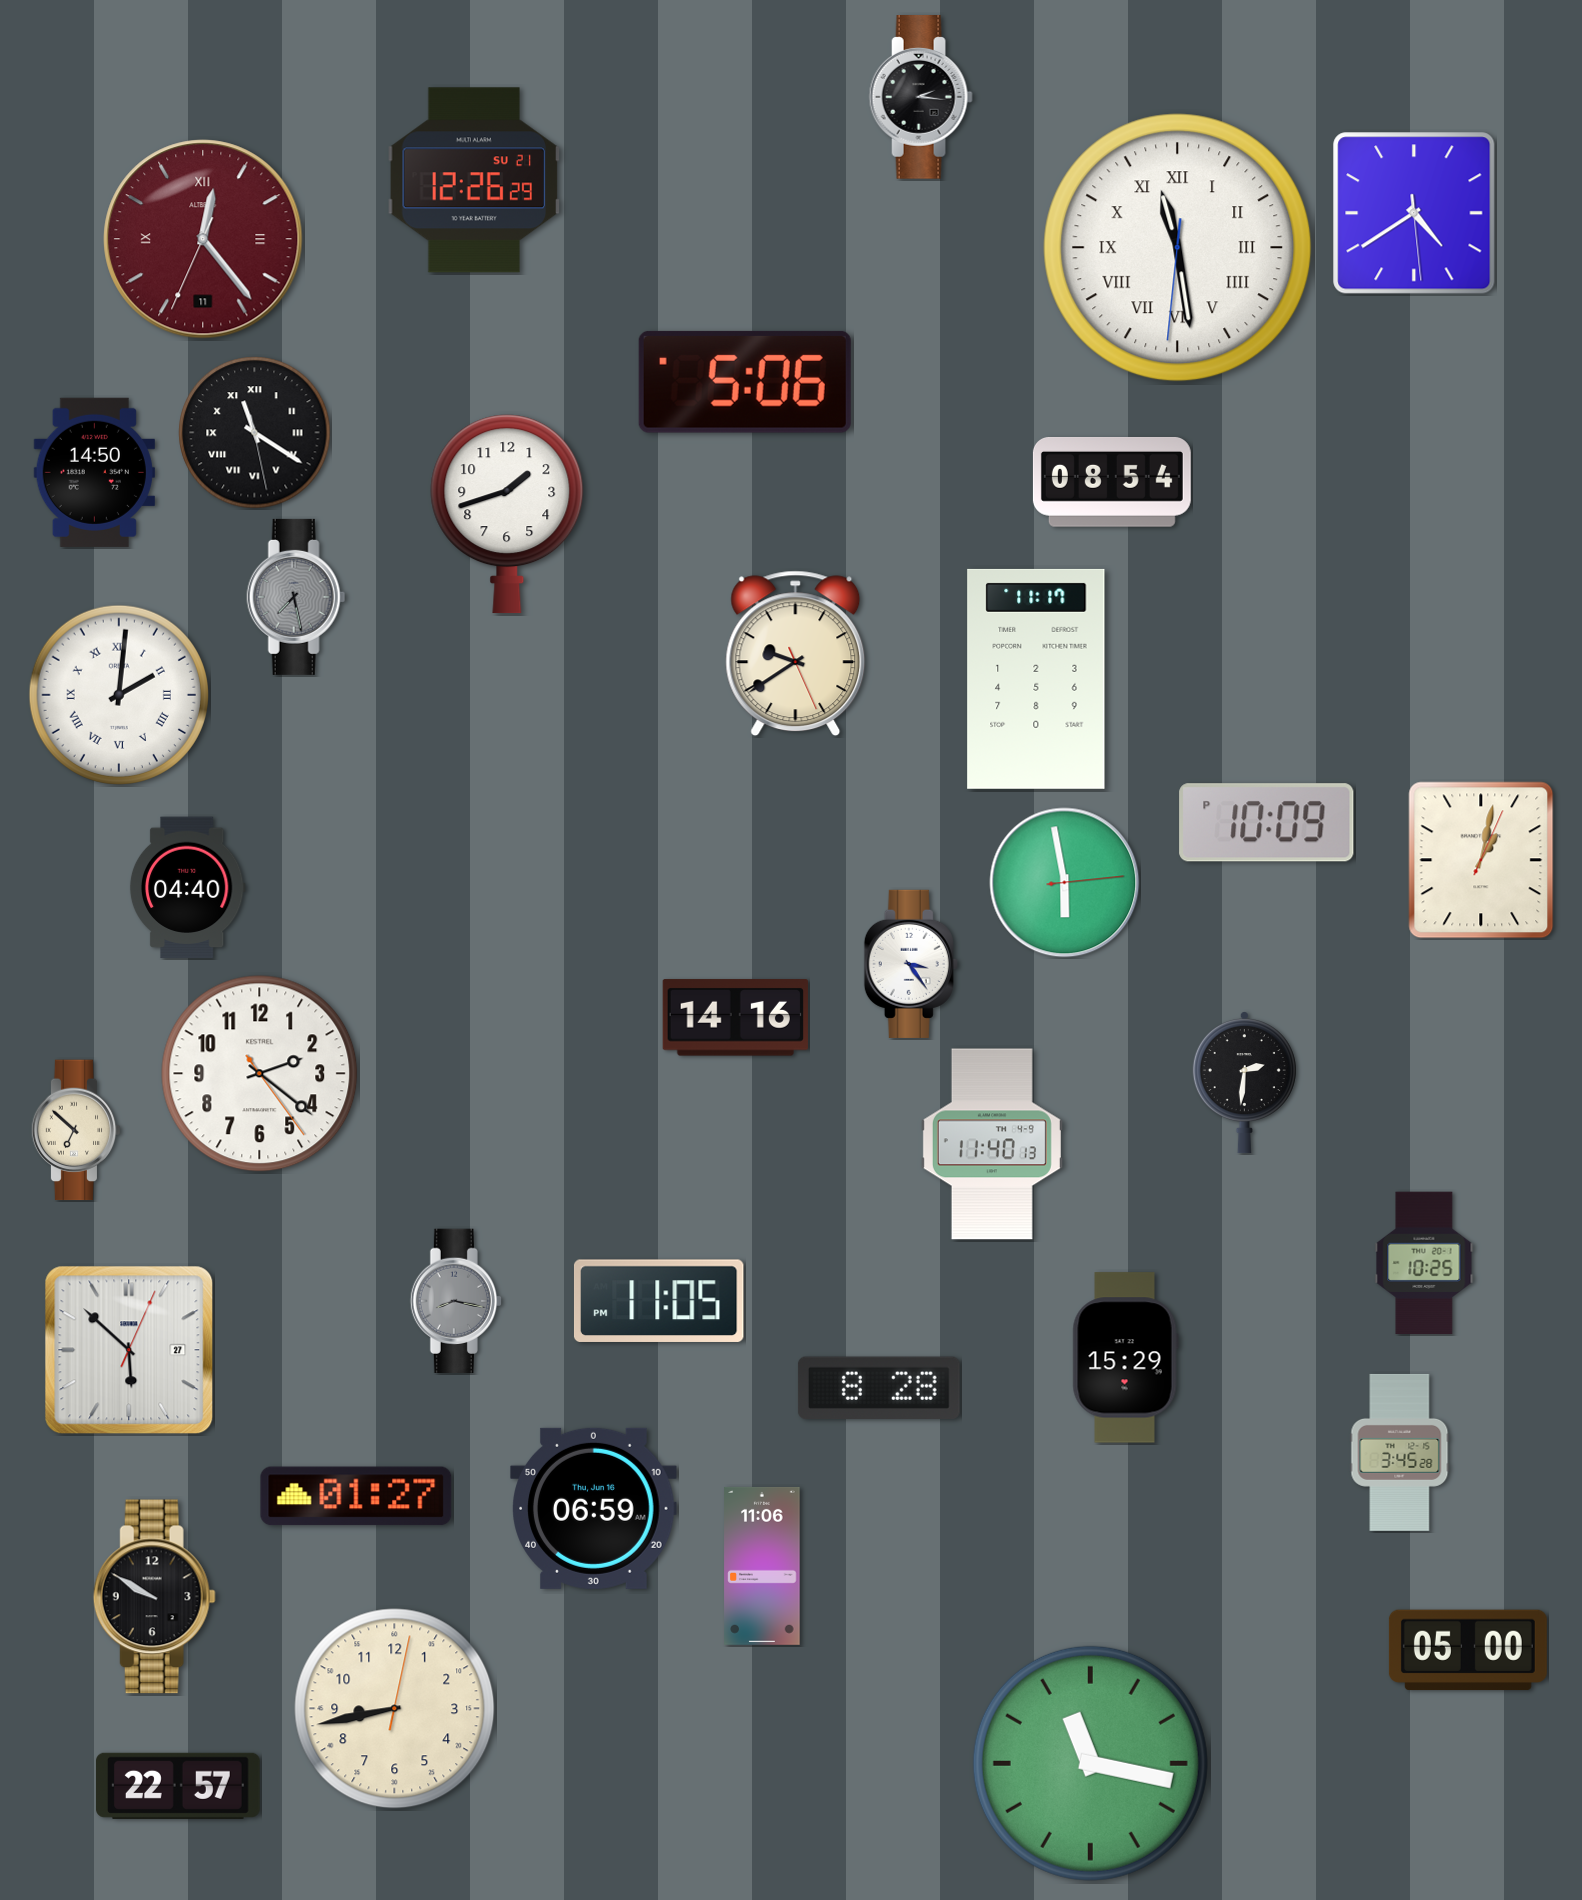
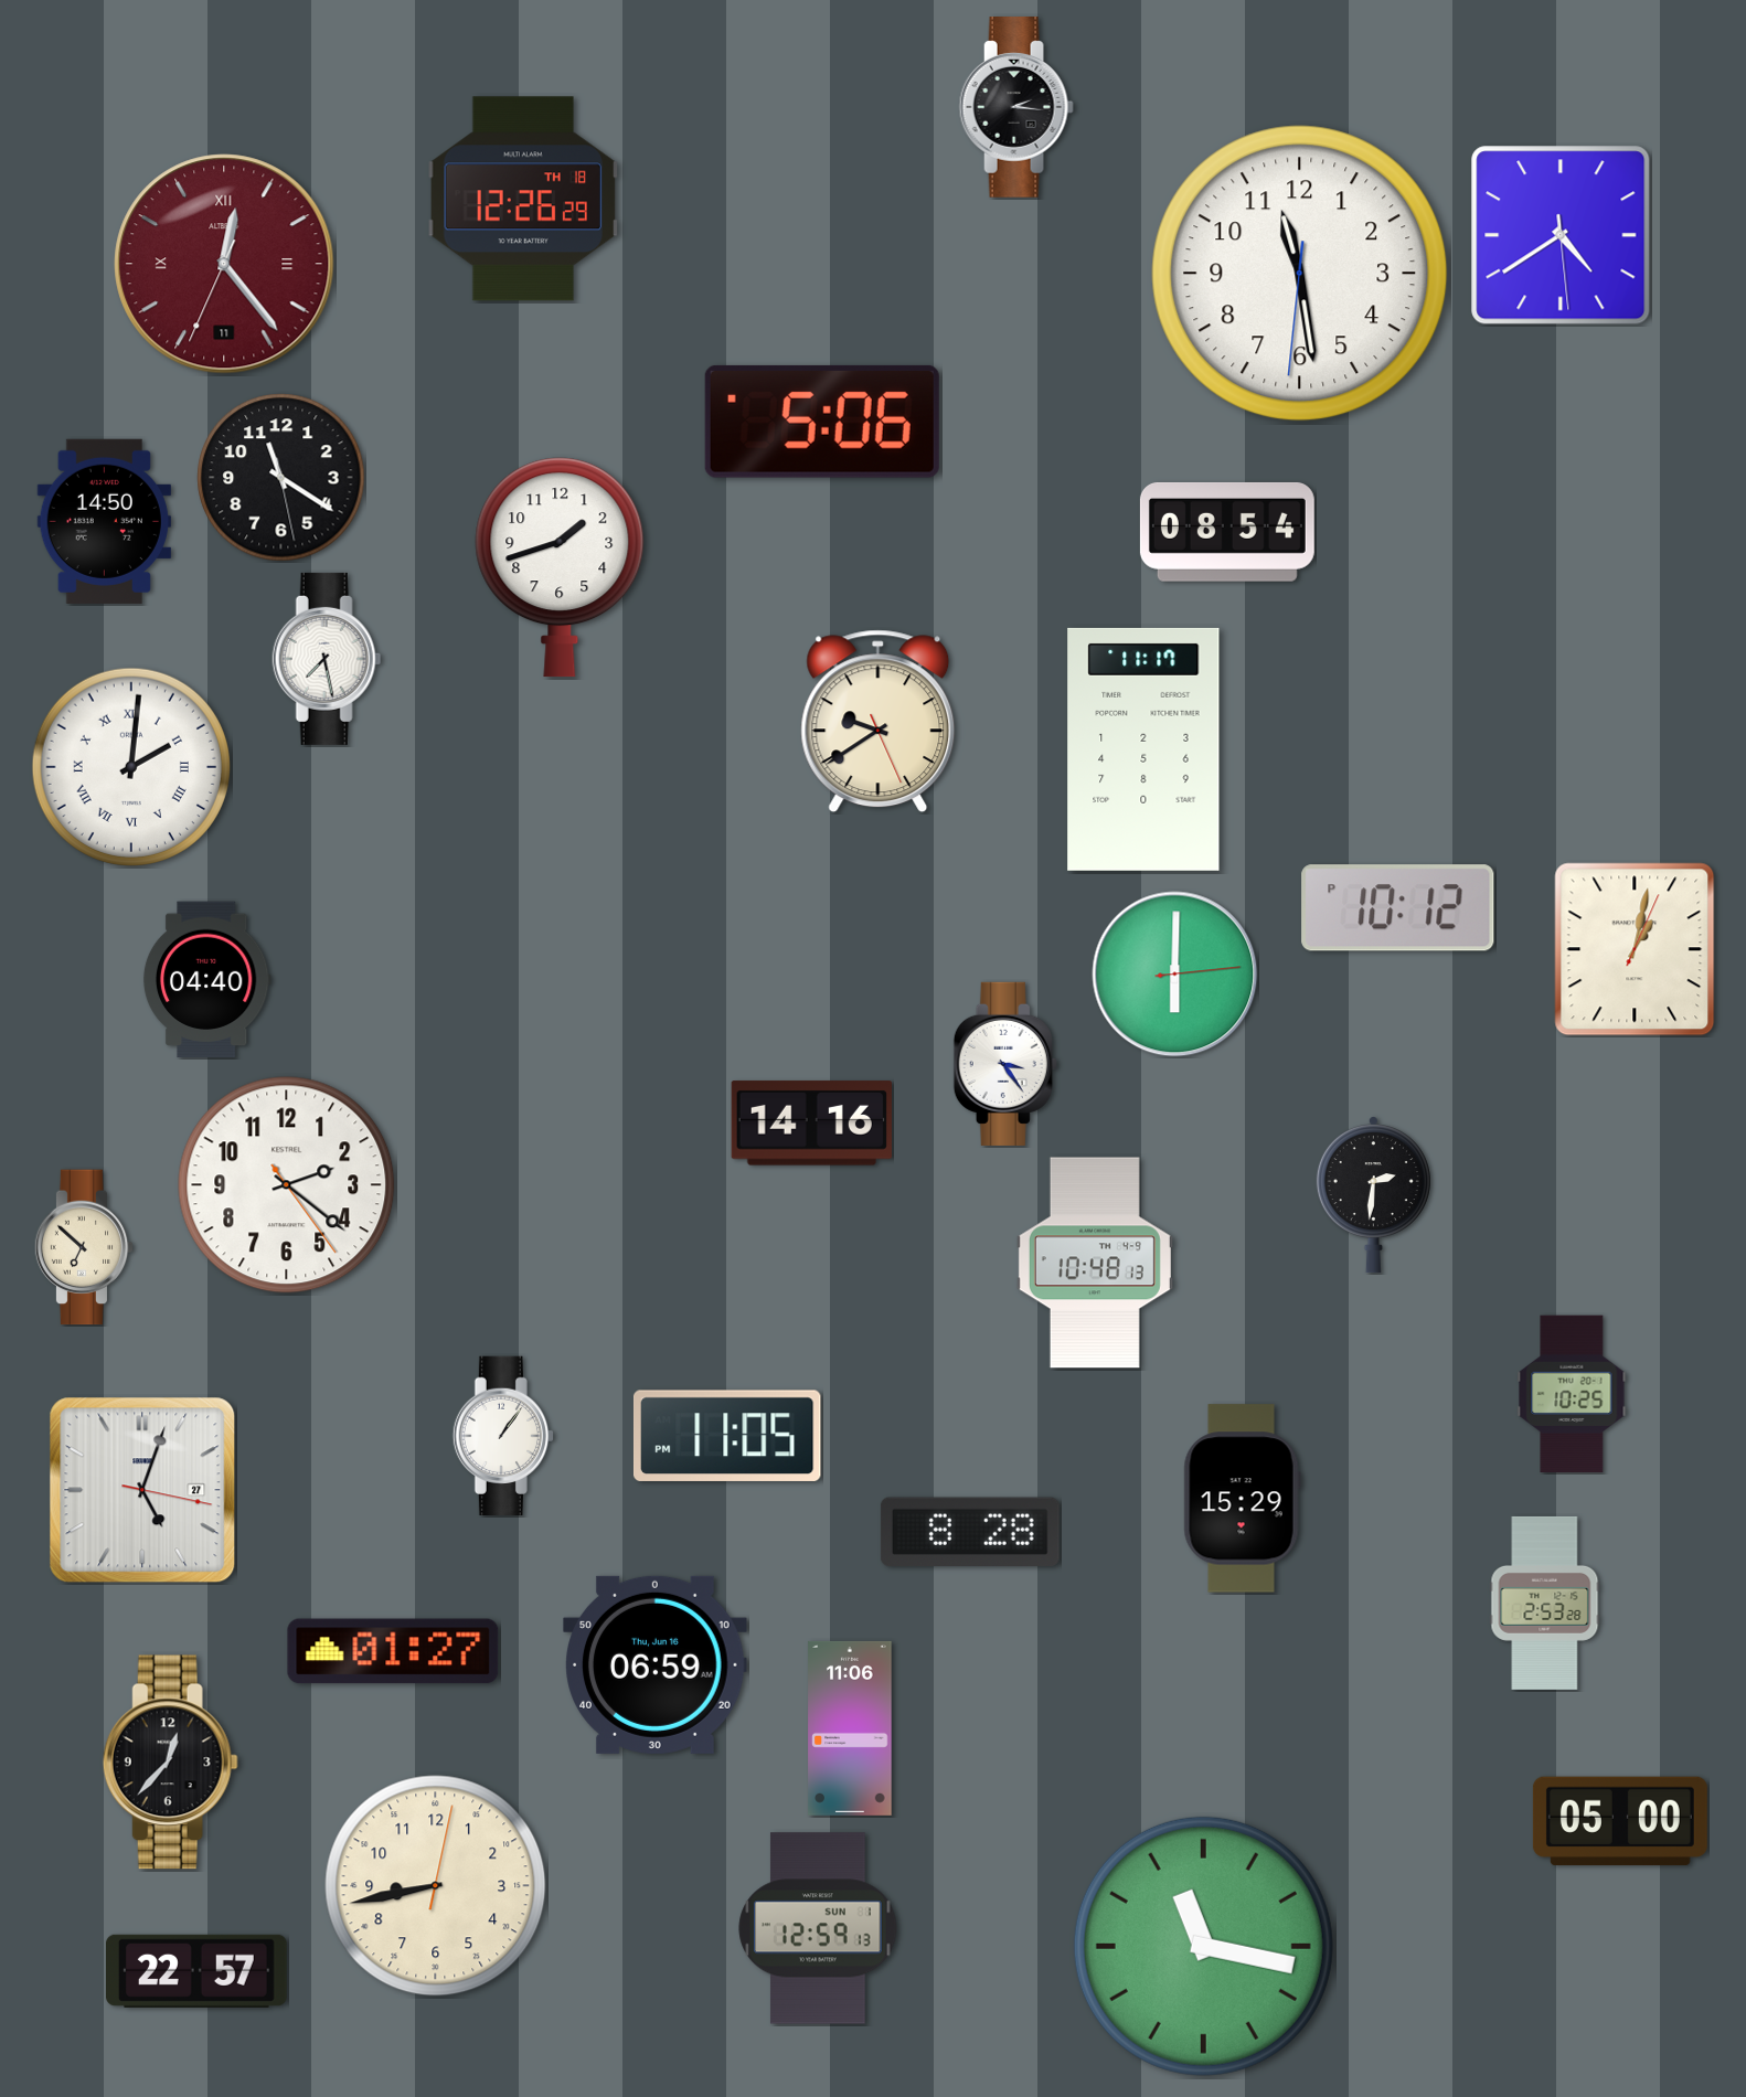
clock at (474, 180) date: SU 21 -> TH 18
clock at (1178, 248) numerals: Roman -> Arabic
clock at (255, 433) numerals: Roman -> Arabic
clock at (296, 597) dial: grey -> white
clock at (1267, 823): 10:09 -> 10:12
clock at (1065, 883): 5:58 -> 6:00
clock at (992, 1144): 11:40 -> 10:48
clock at (455, 1300): 8:17 -> 1:06
clock at (455, 1300) dial: grey -> white
clock at (129, 1350): 5:52 -> 5:03
clock at (1400, 1452): 3:45 -> 2:53
clock at (762, 1566) position: (762, 1566) -> (850, 1728)
clock at (154, 1597): 9:50 -> 12:37
clock at (818, 1928): none -> 12:59
